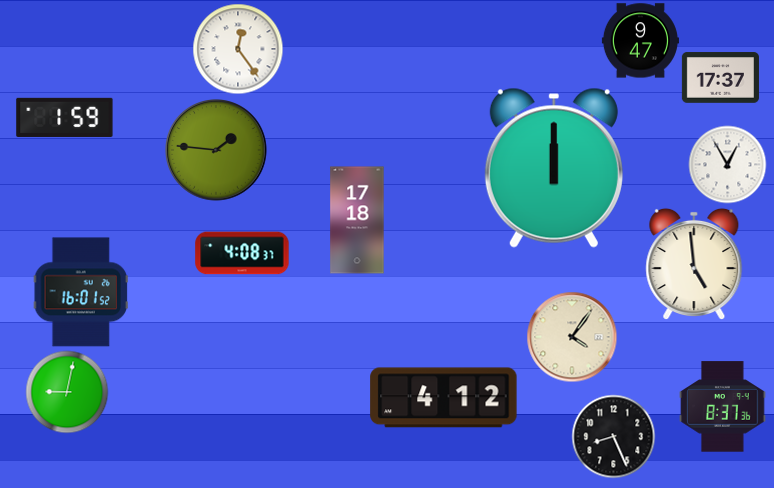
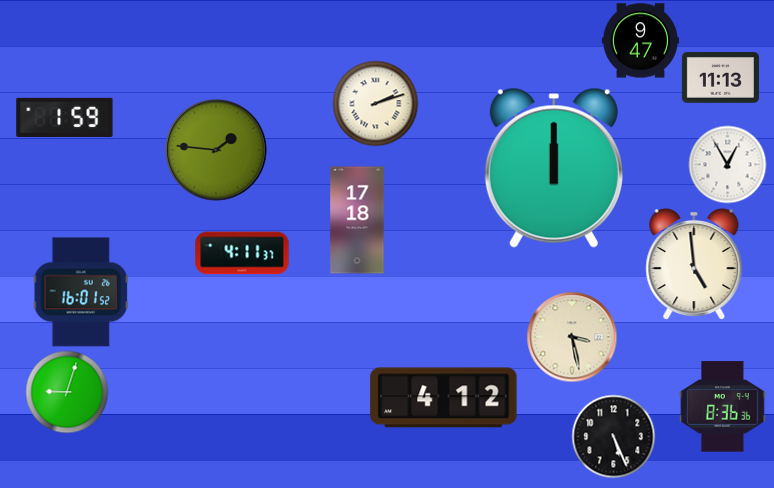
clock at (238, 49): 12:24 -> none
clock at (720, 78): 17:37 -> 11:13
clock at (375, 103): none -> 2:12
clock at (242, 253): 4:08 -> 4:11
clock at (572, 337): 4:06 -> 3:28
clock at (67, 392): 9:02 -> 9:03
clock at (723, 407): 8:37 -> 8:36
clock at (613, 436): 8:26 -> 5:26
